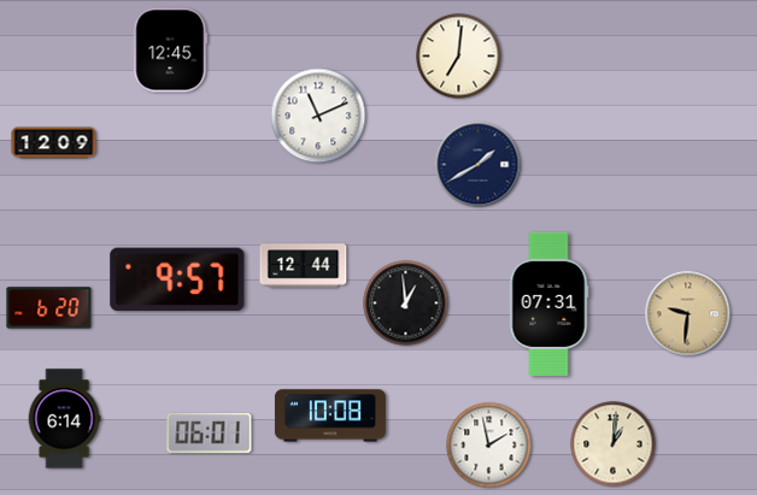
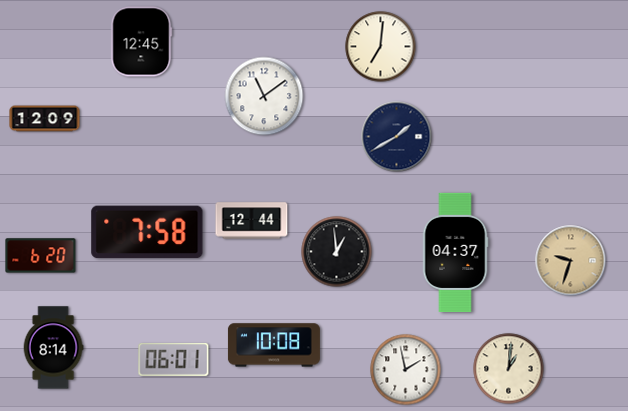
clock at (318, 116): 11:11 -> 11:09
clock at (177, 279): 9:57 -> 7:58
clock at (548, 304): 07:31 -> 04:37
clock at (688, 314): 9:31 -> 9:33
clock at (64, 419): 6:14 -> 8:14
